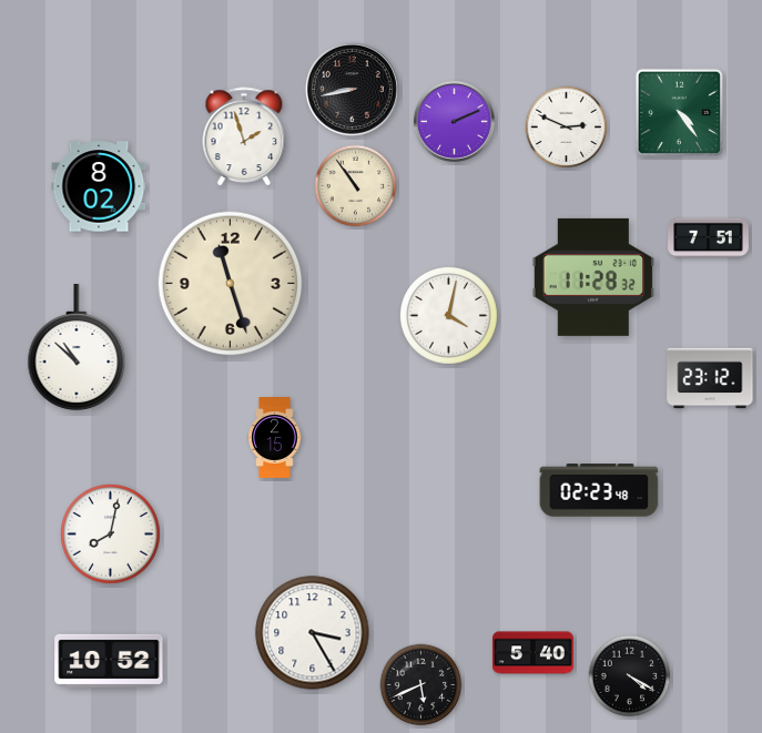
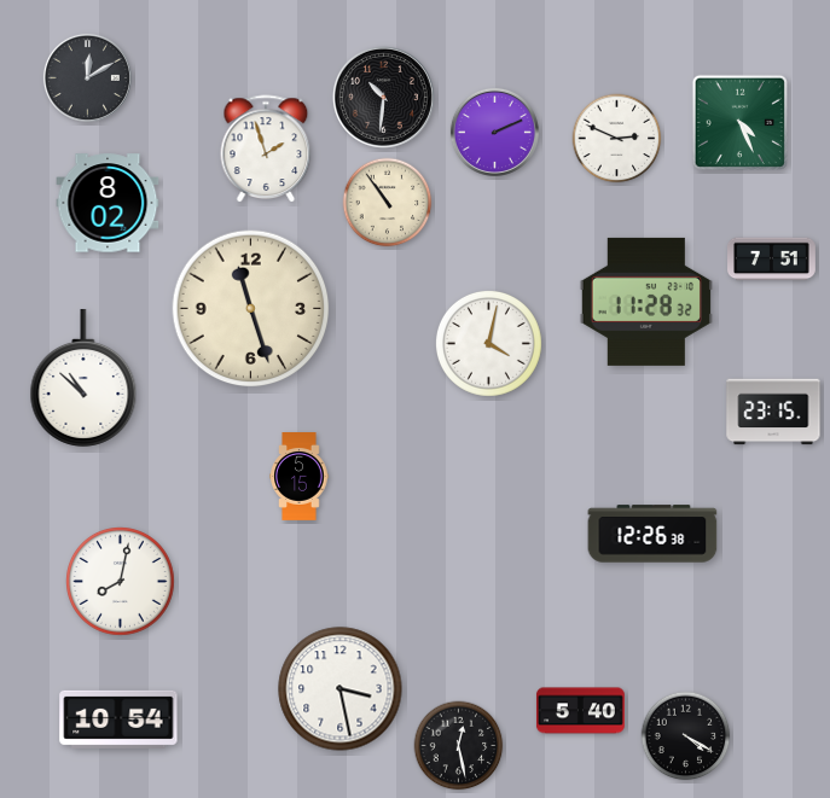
clock at (87, 77): none -> 12:10
clock at (352, 89): 8:43 -> 10:31
clock at (679, 112): 4:24 -> 4:26
clock at (710, 378): 23:12 -> 23:15
clock at (275, 438): 2:15 -> 5:15
clock at (599, 490): 02:23 -> 12:26
clock at (313, 633): 3:25 -> 3:28
clock at (109, 661): 10:52 -> 10:54
clock at (421, 685): 5:41 -> 12:28
